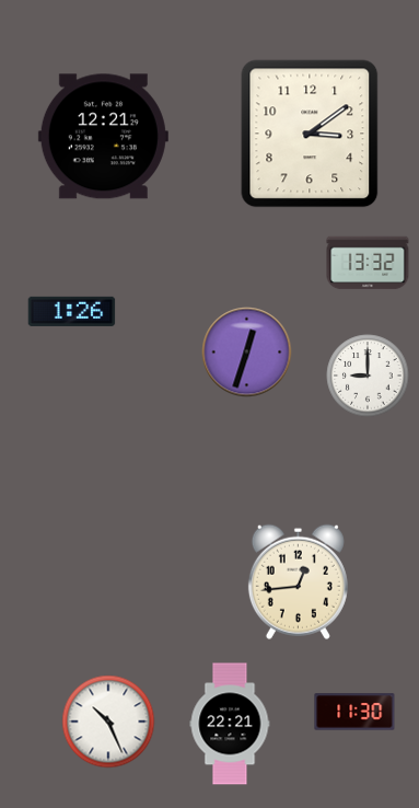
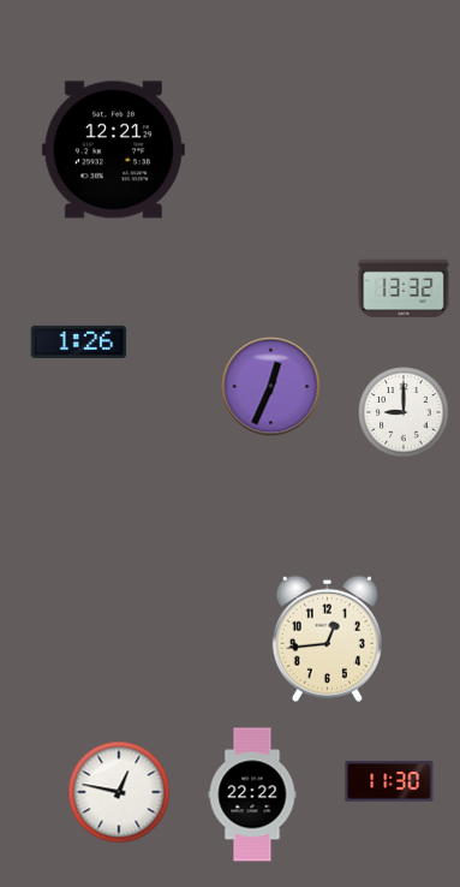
clock at (310, 134): 3:09 -> none
clock at (247, 353): 12:33 -> 12:34
clock at (108, 722): 10:26 -> 12:47
clock at (230, 724): 22:21 -> 22:22
